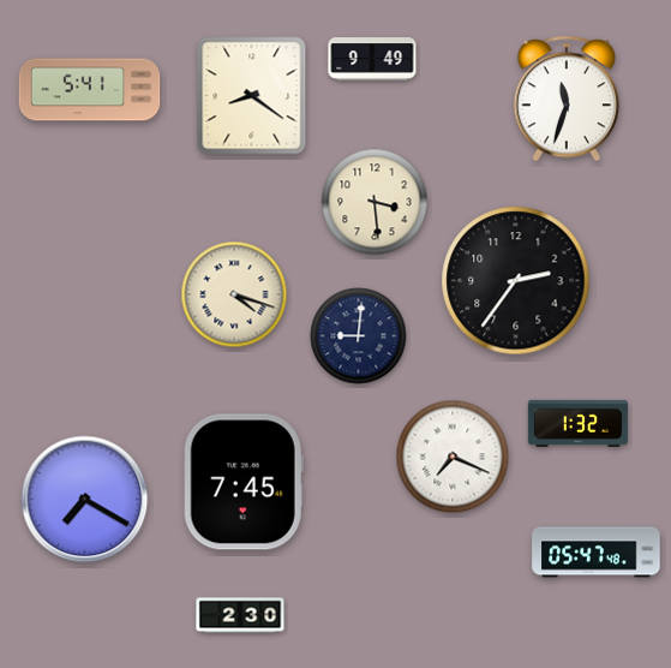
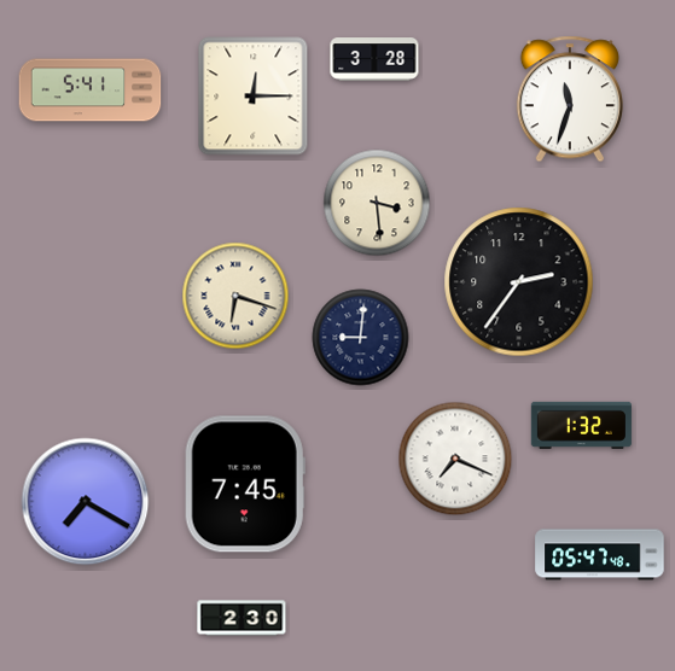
clock at (372, 59): 9:49 -> 3:28
clock at (252, 96): 8:21 -> 12:15
clock at (234, 294): 4:18 -> 6:18
